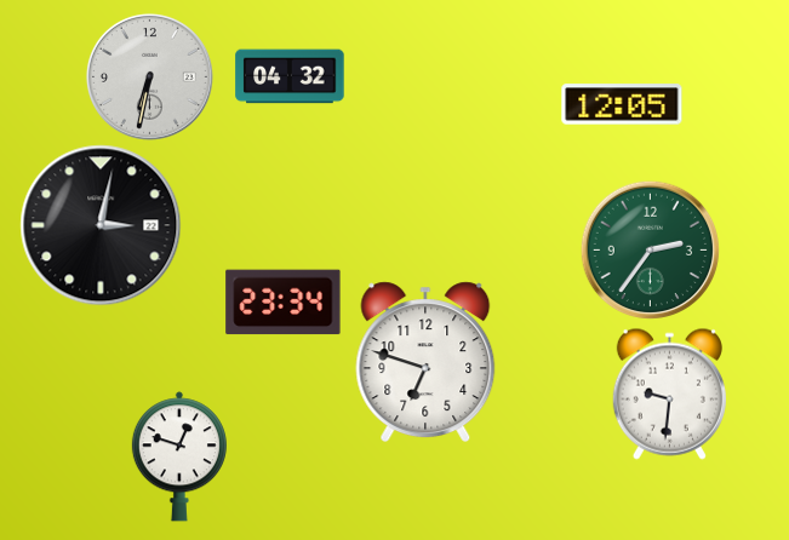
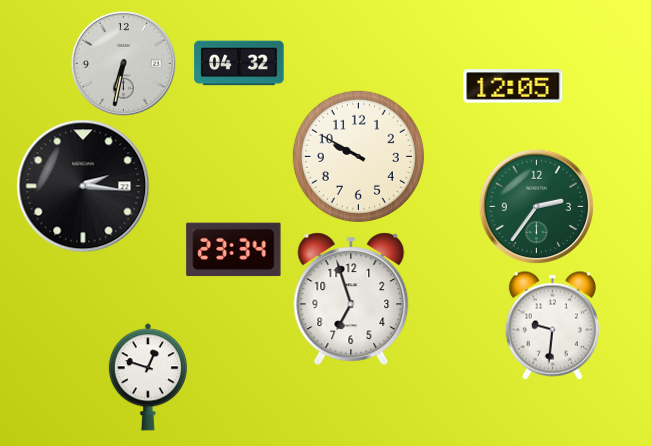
clock at (358, 156): none -> 9:50
clock at (101, 225): 3:02 -> 2:16
clock at (425, 361): 6:48 -> 6:57
